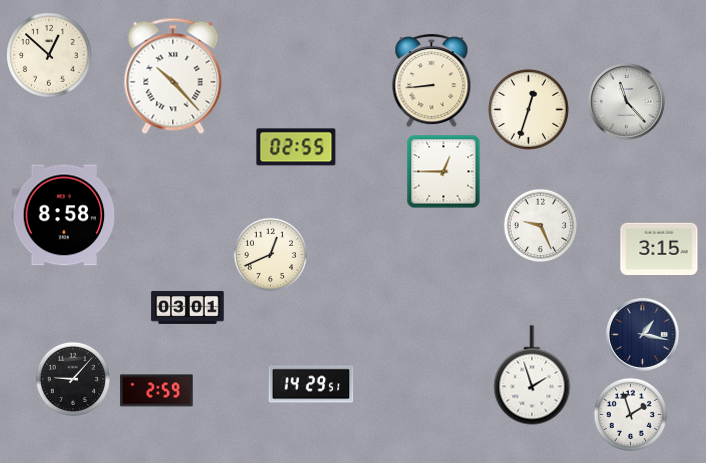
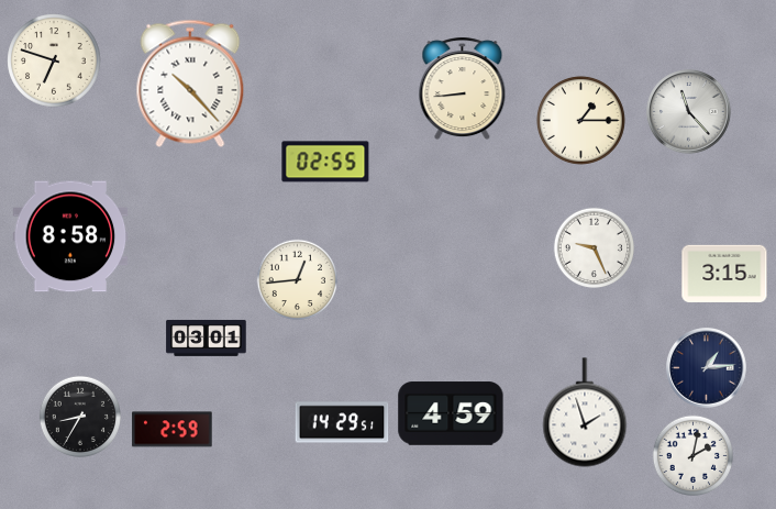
clock at (49, 55): 12:52 -> 6:48
clock at (432, 81) position: (432, 81) -> (463, 89)
clock at (528, 109): 12:33 -> 1:15
clock at (444, 172): 12:45 -> none
clock at (270, 254): 12:41 -> 12:44
clock at (643, 335): 1:17 -> 1:14
clock at (451, 413): none -> 4:59
clock at (72, 378): 9:07 -> 8:35
clock at (630, 414): 1:57 -> 2:02
